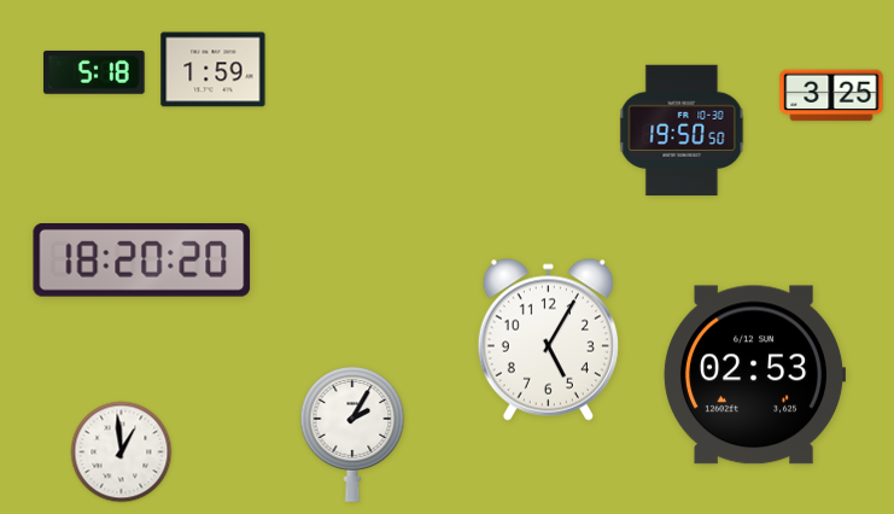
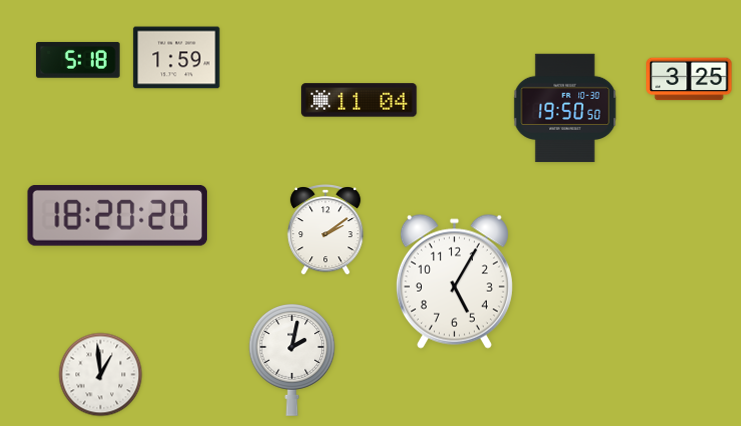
clock at (359, 100): none -> 11:04
clock at (326, 230): none -> 2:09
clock at (754, 375): 02:53 -> none
clock at (352, 434): 2:05 -> 2:02
